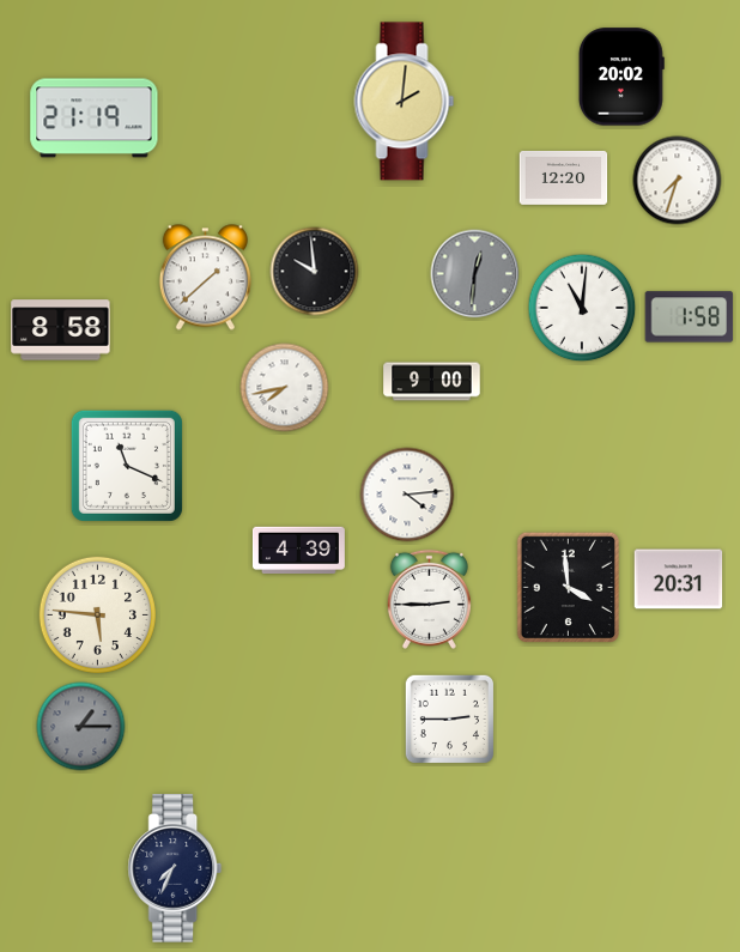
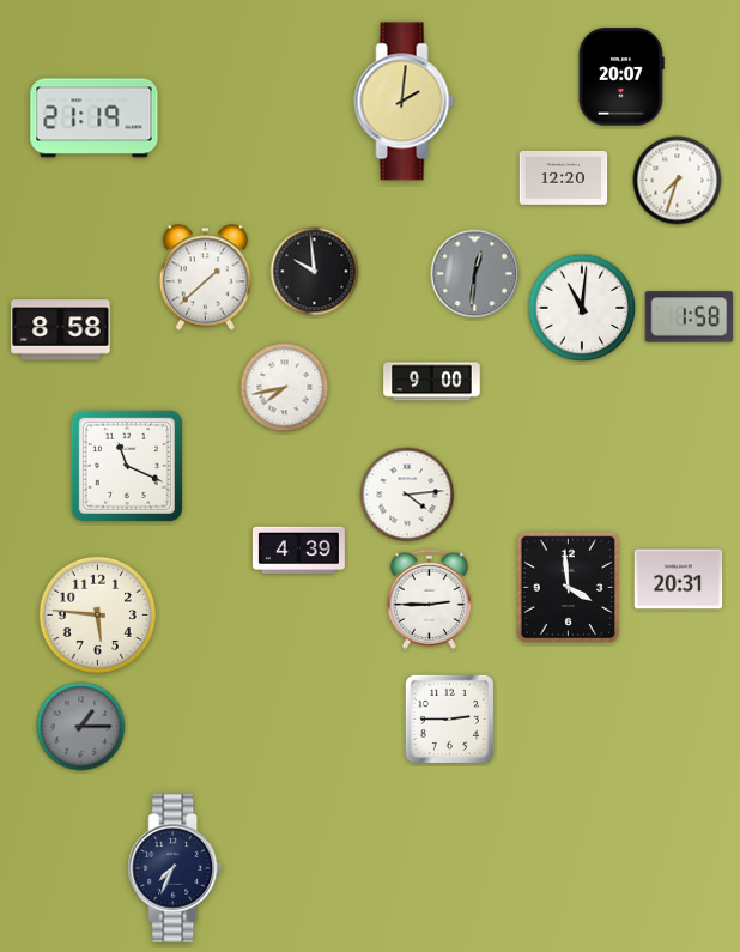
clock at (621, 77): 20:02 -> 20:07
